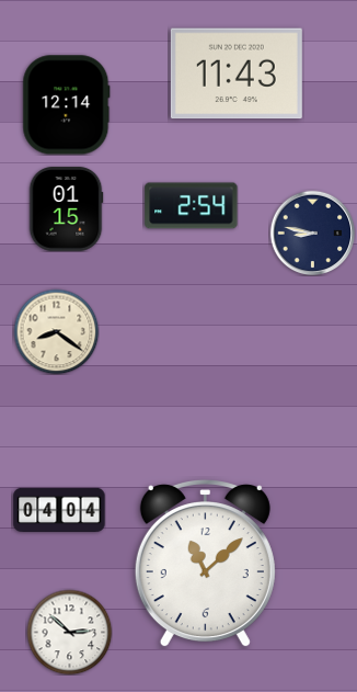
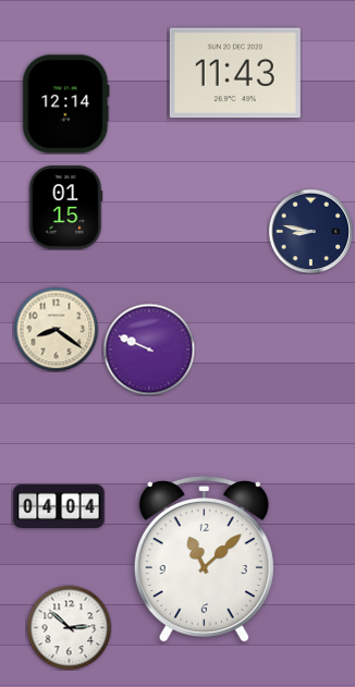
clock at (192, 206): 2:54 -> none
clock at (149, 349): none -> 9:49
